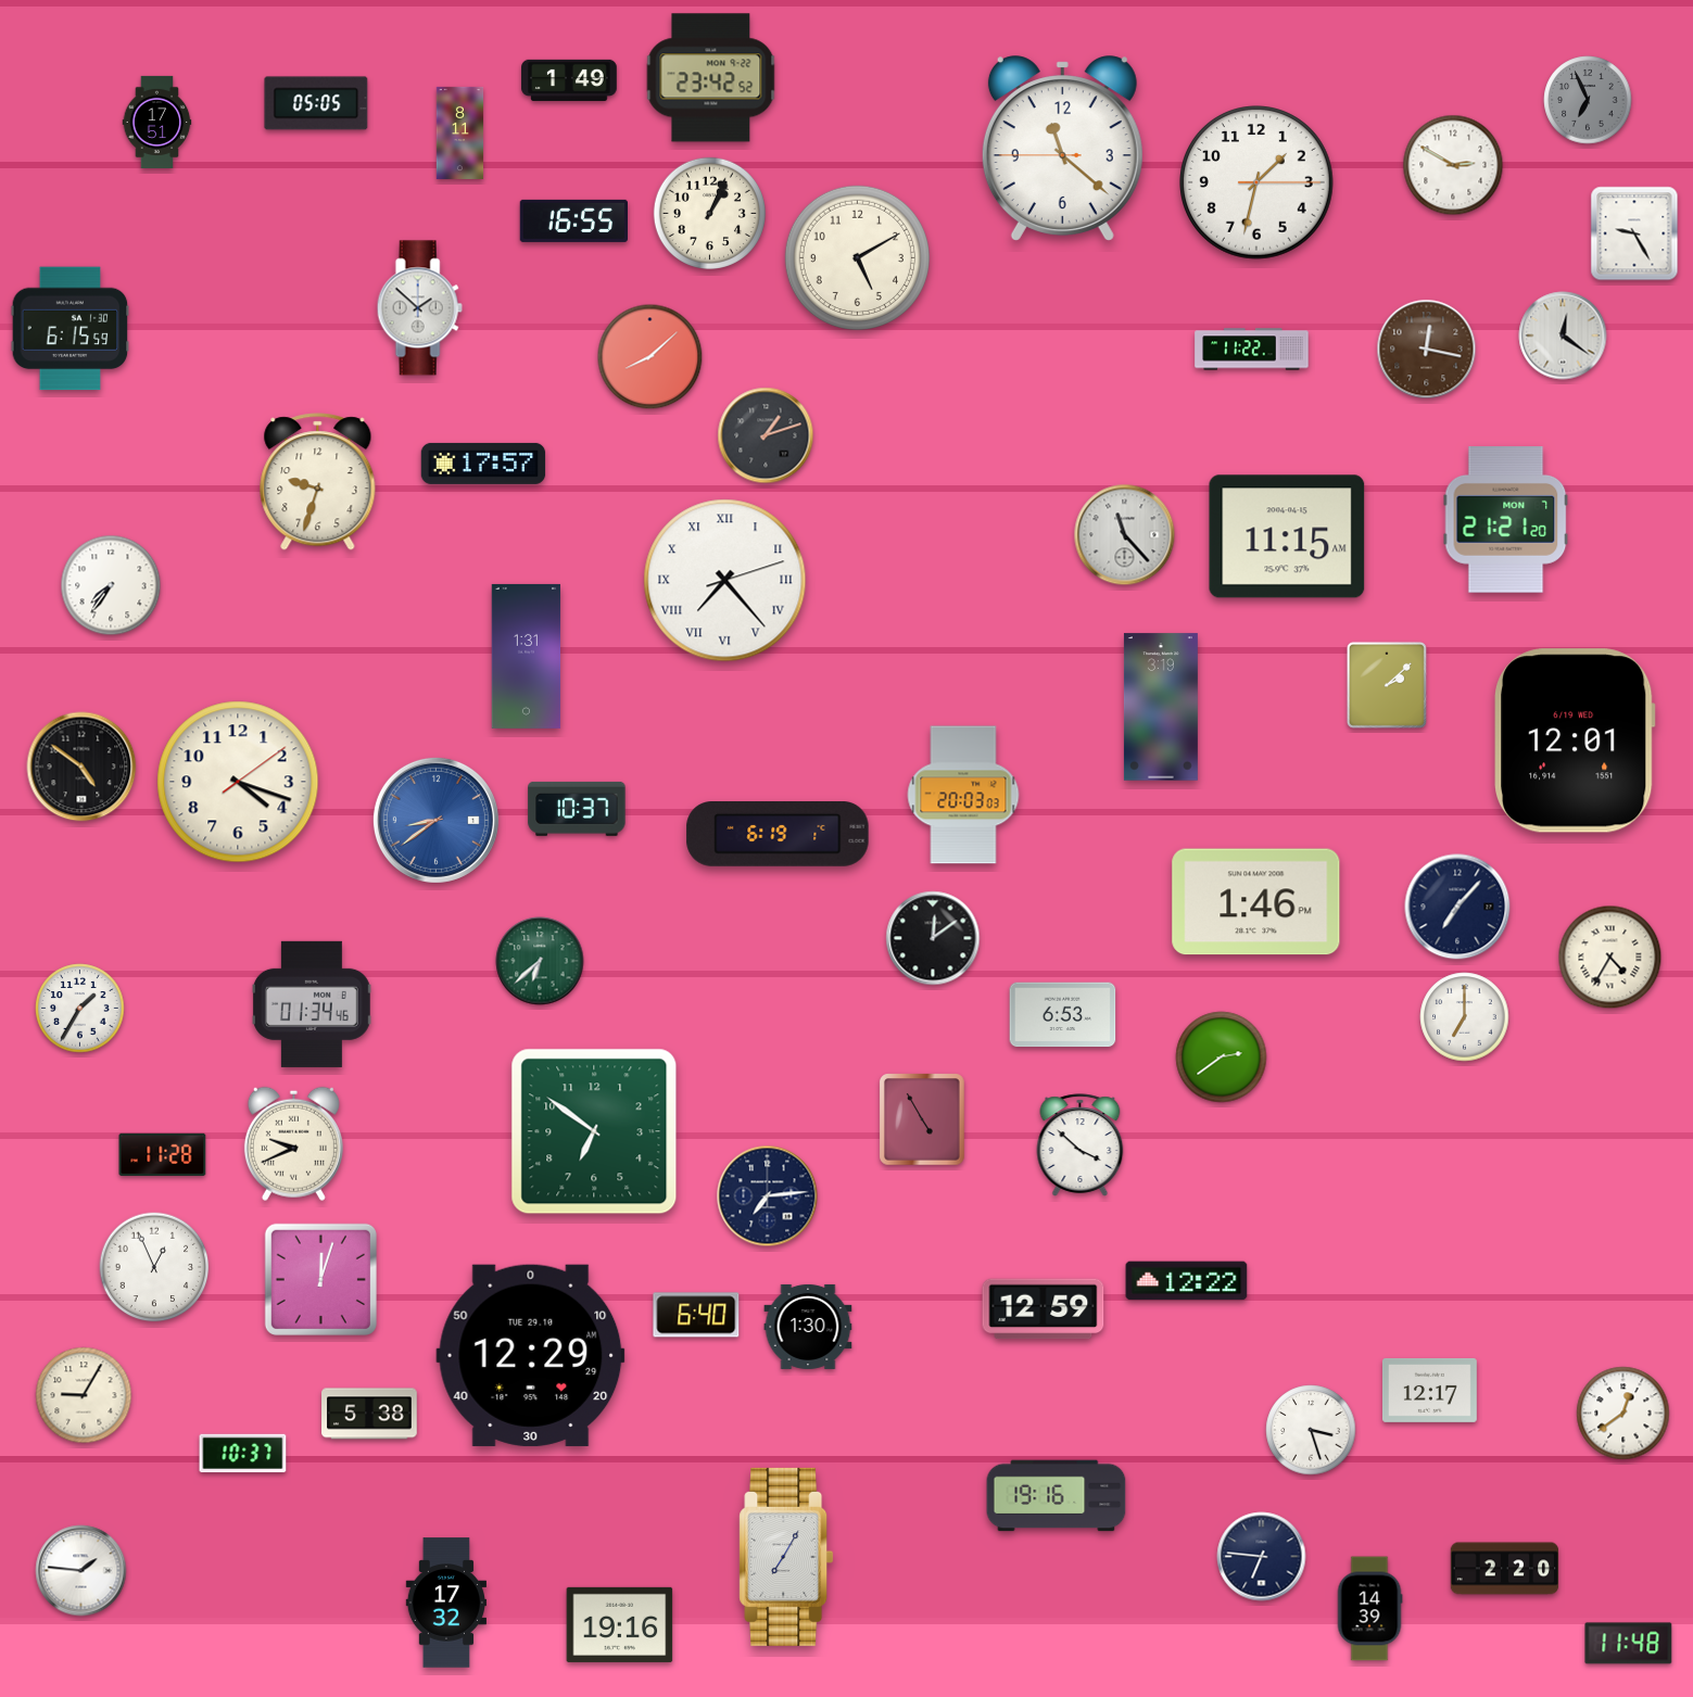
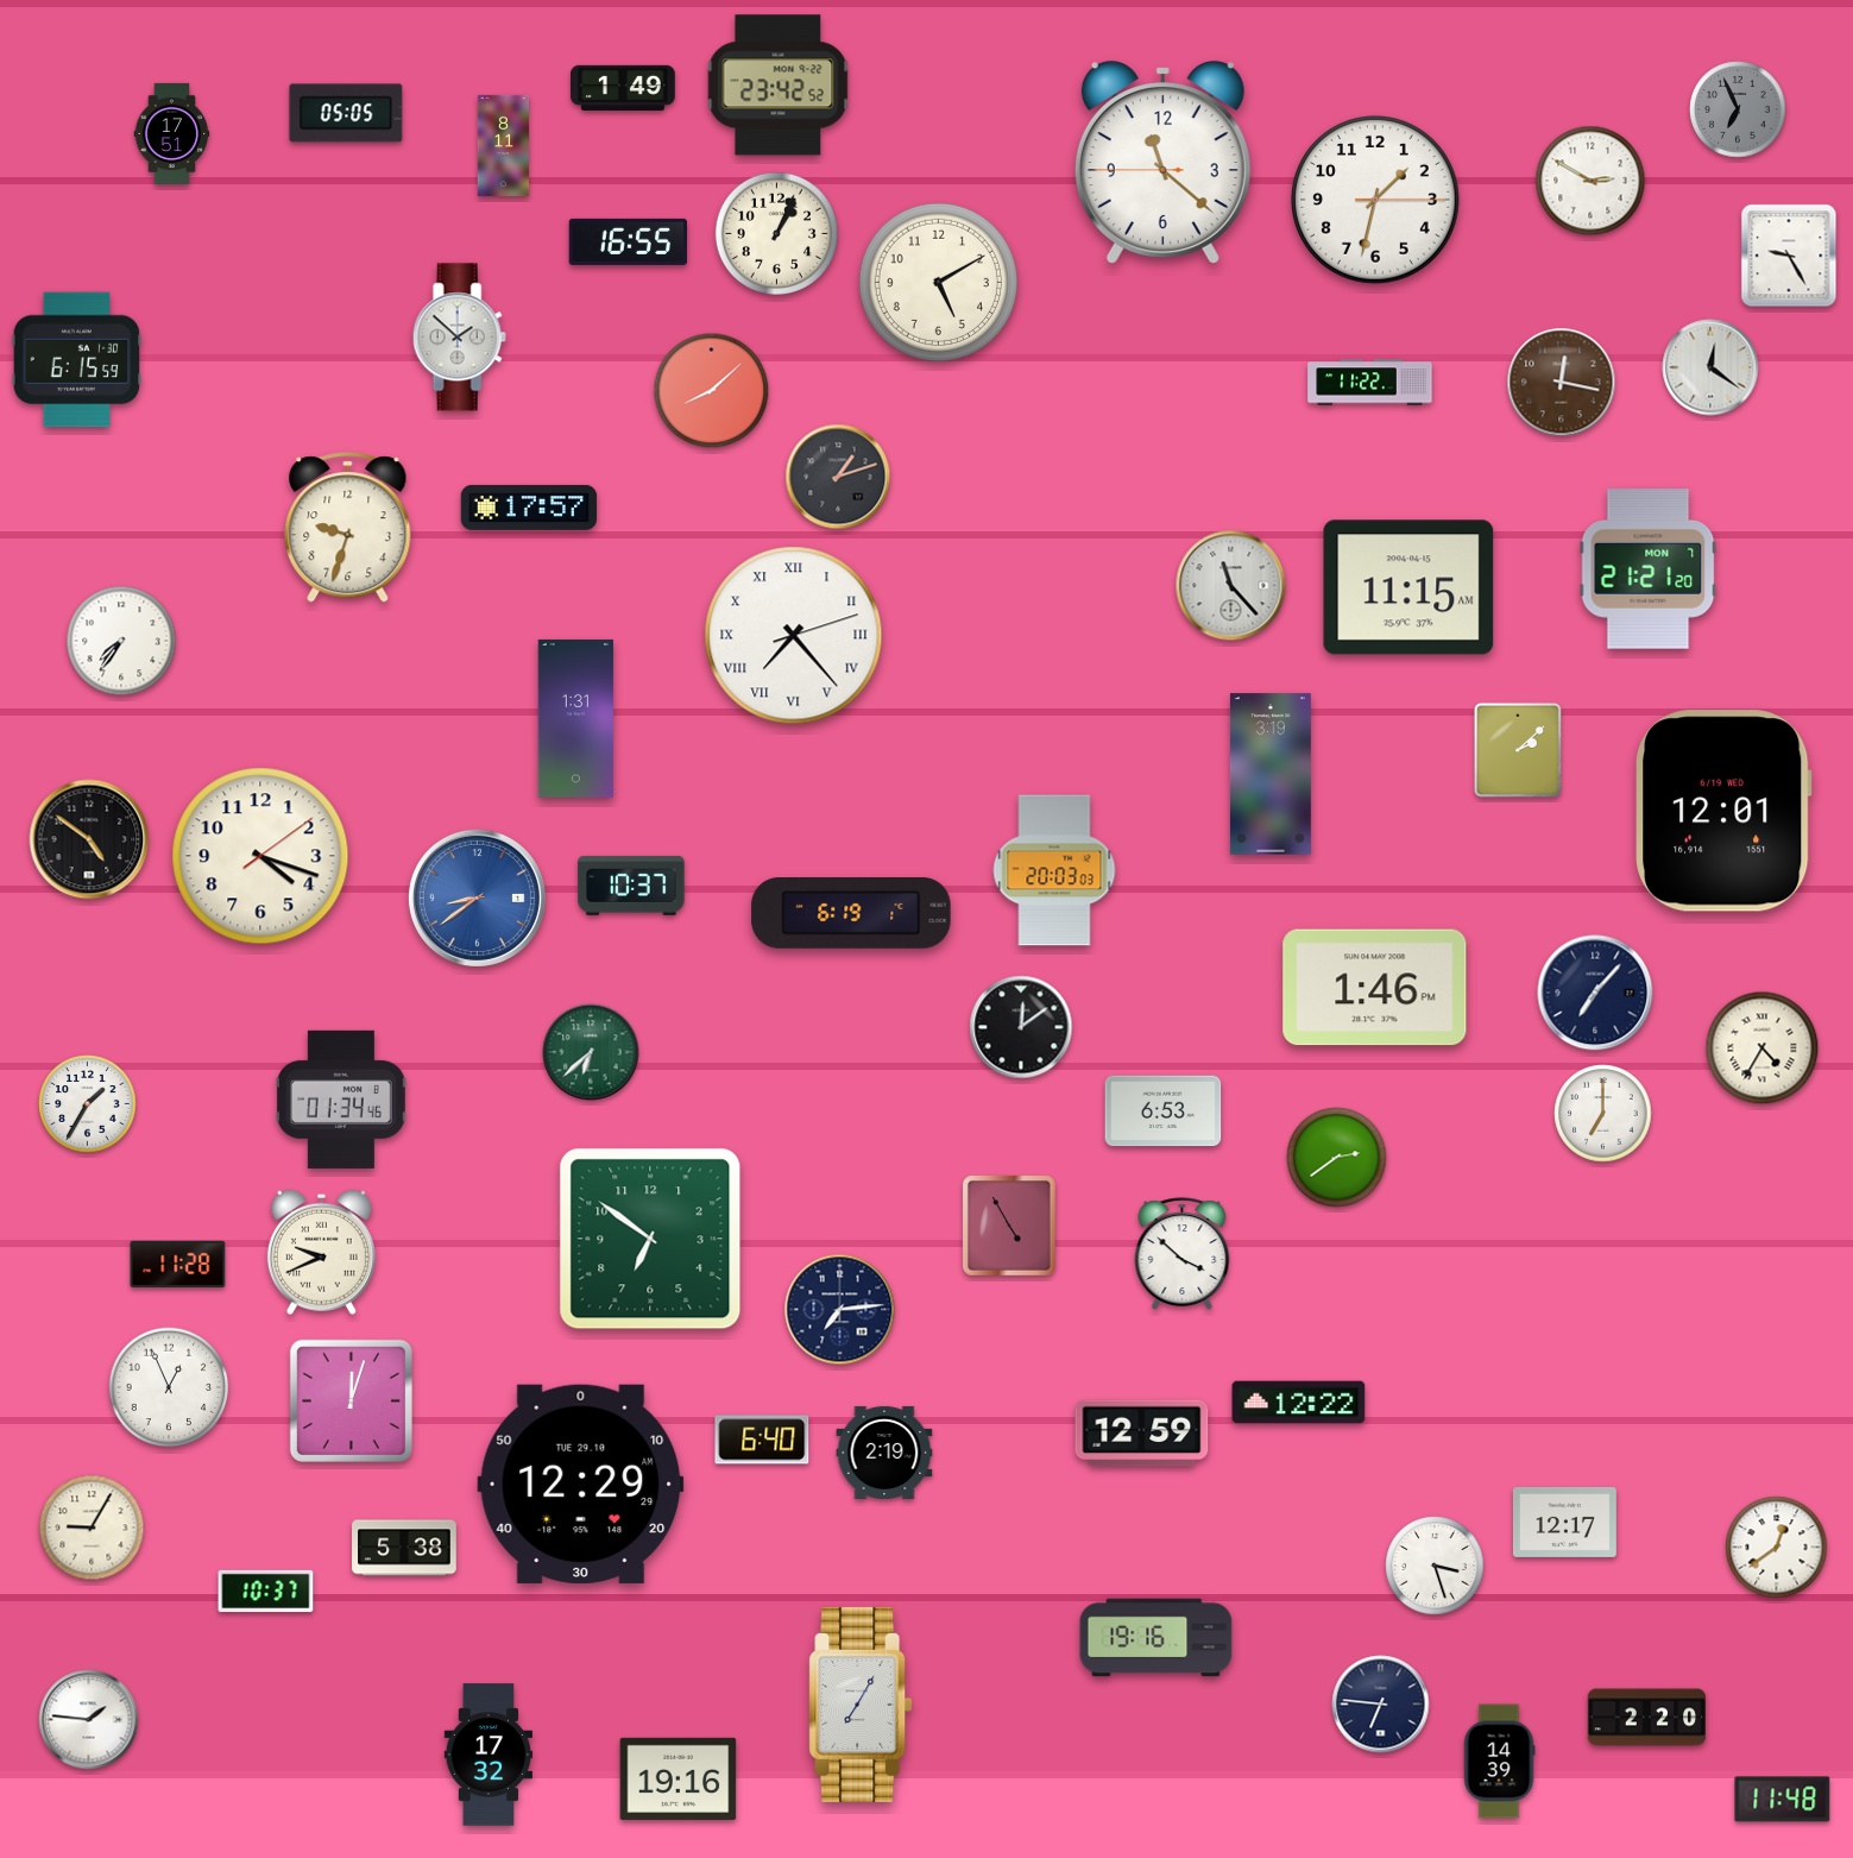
clock at (808, 1327): 1:30 -> 2:19
